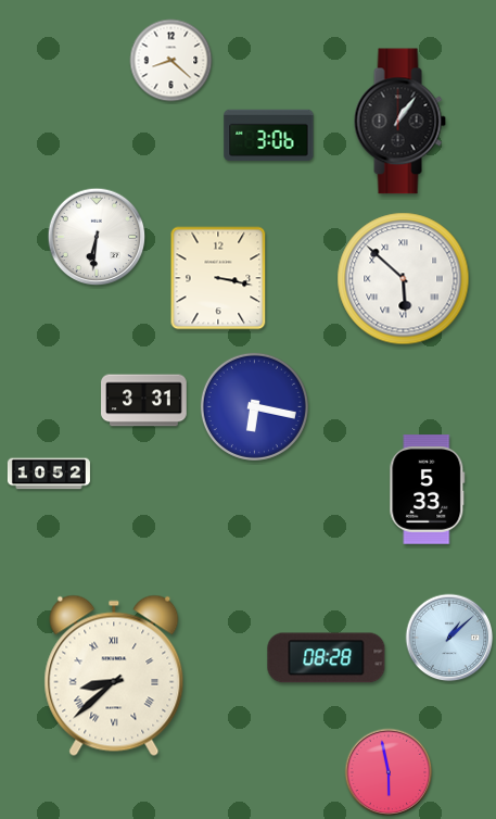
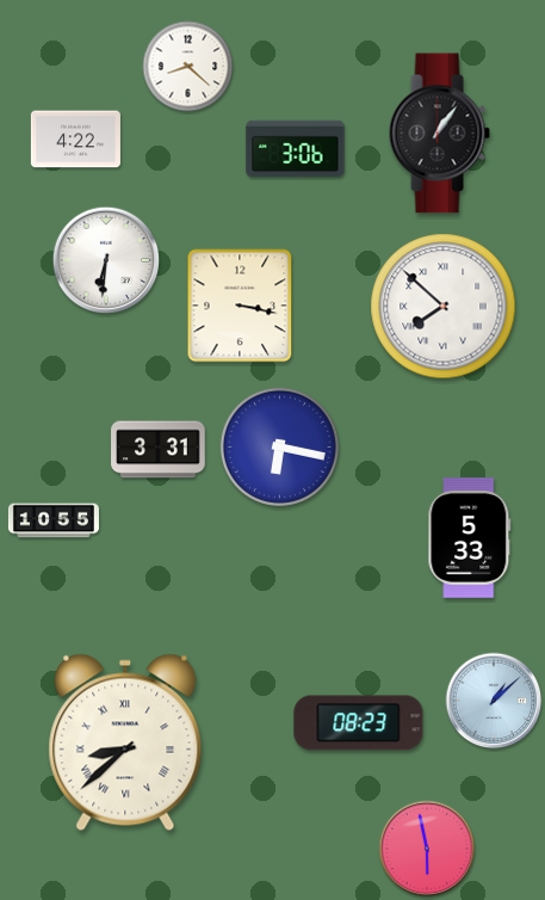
clock at (75, 140): none -> 4:22
clock at (404, 279): 5:52 -> 7:52
clock at (144, 401) position: (144, 401) -> (159, 450)
clock at (49, 474): 10:52 -> 10:55
clock at (327, 658): 08:28 -> 08:23
